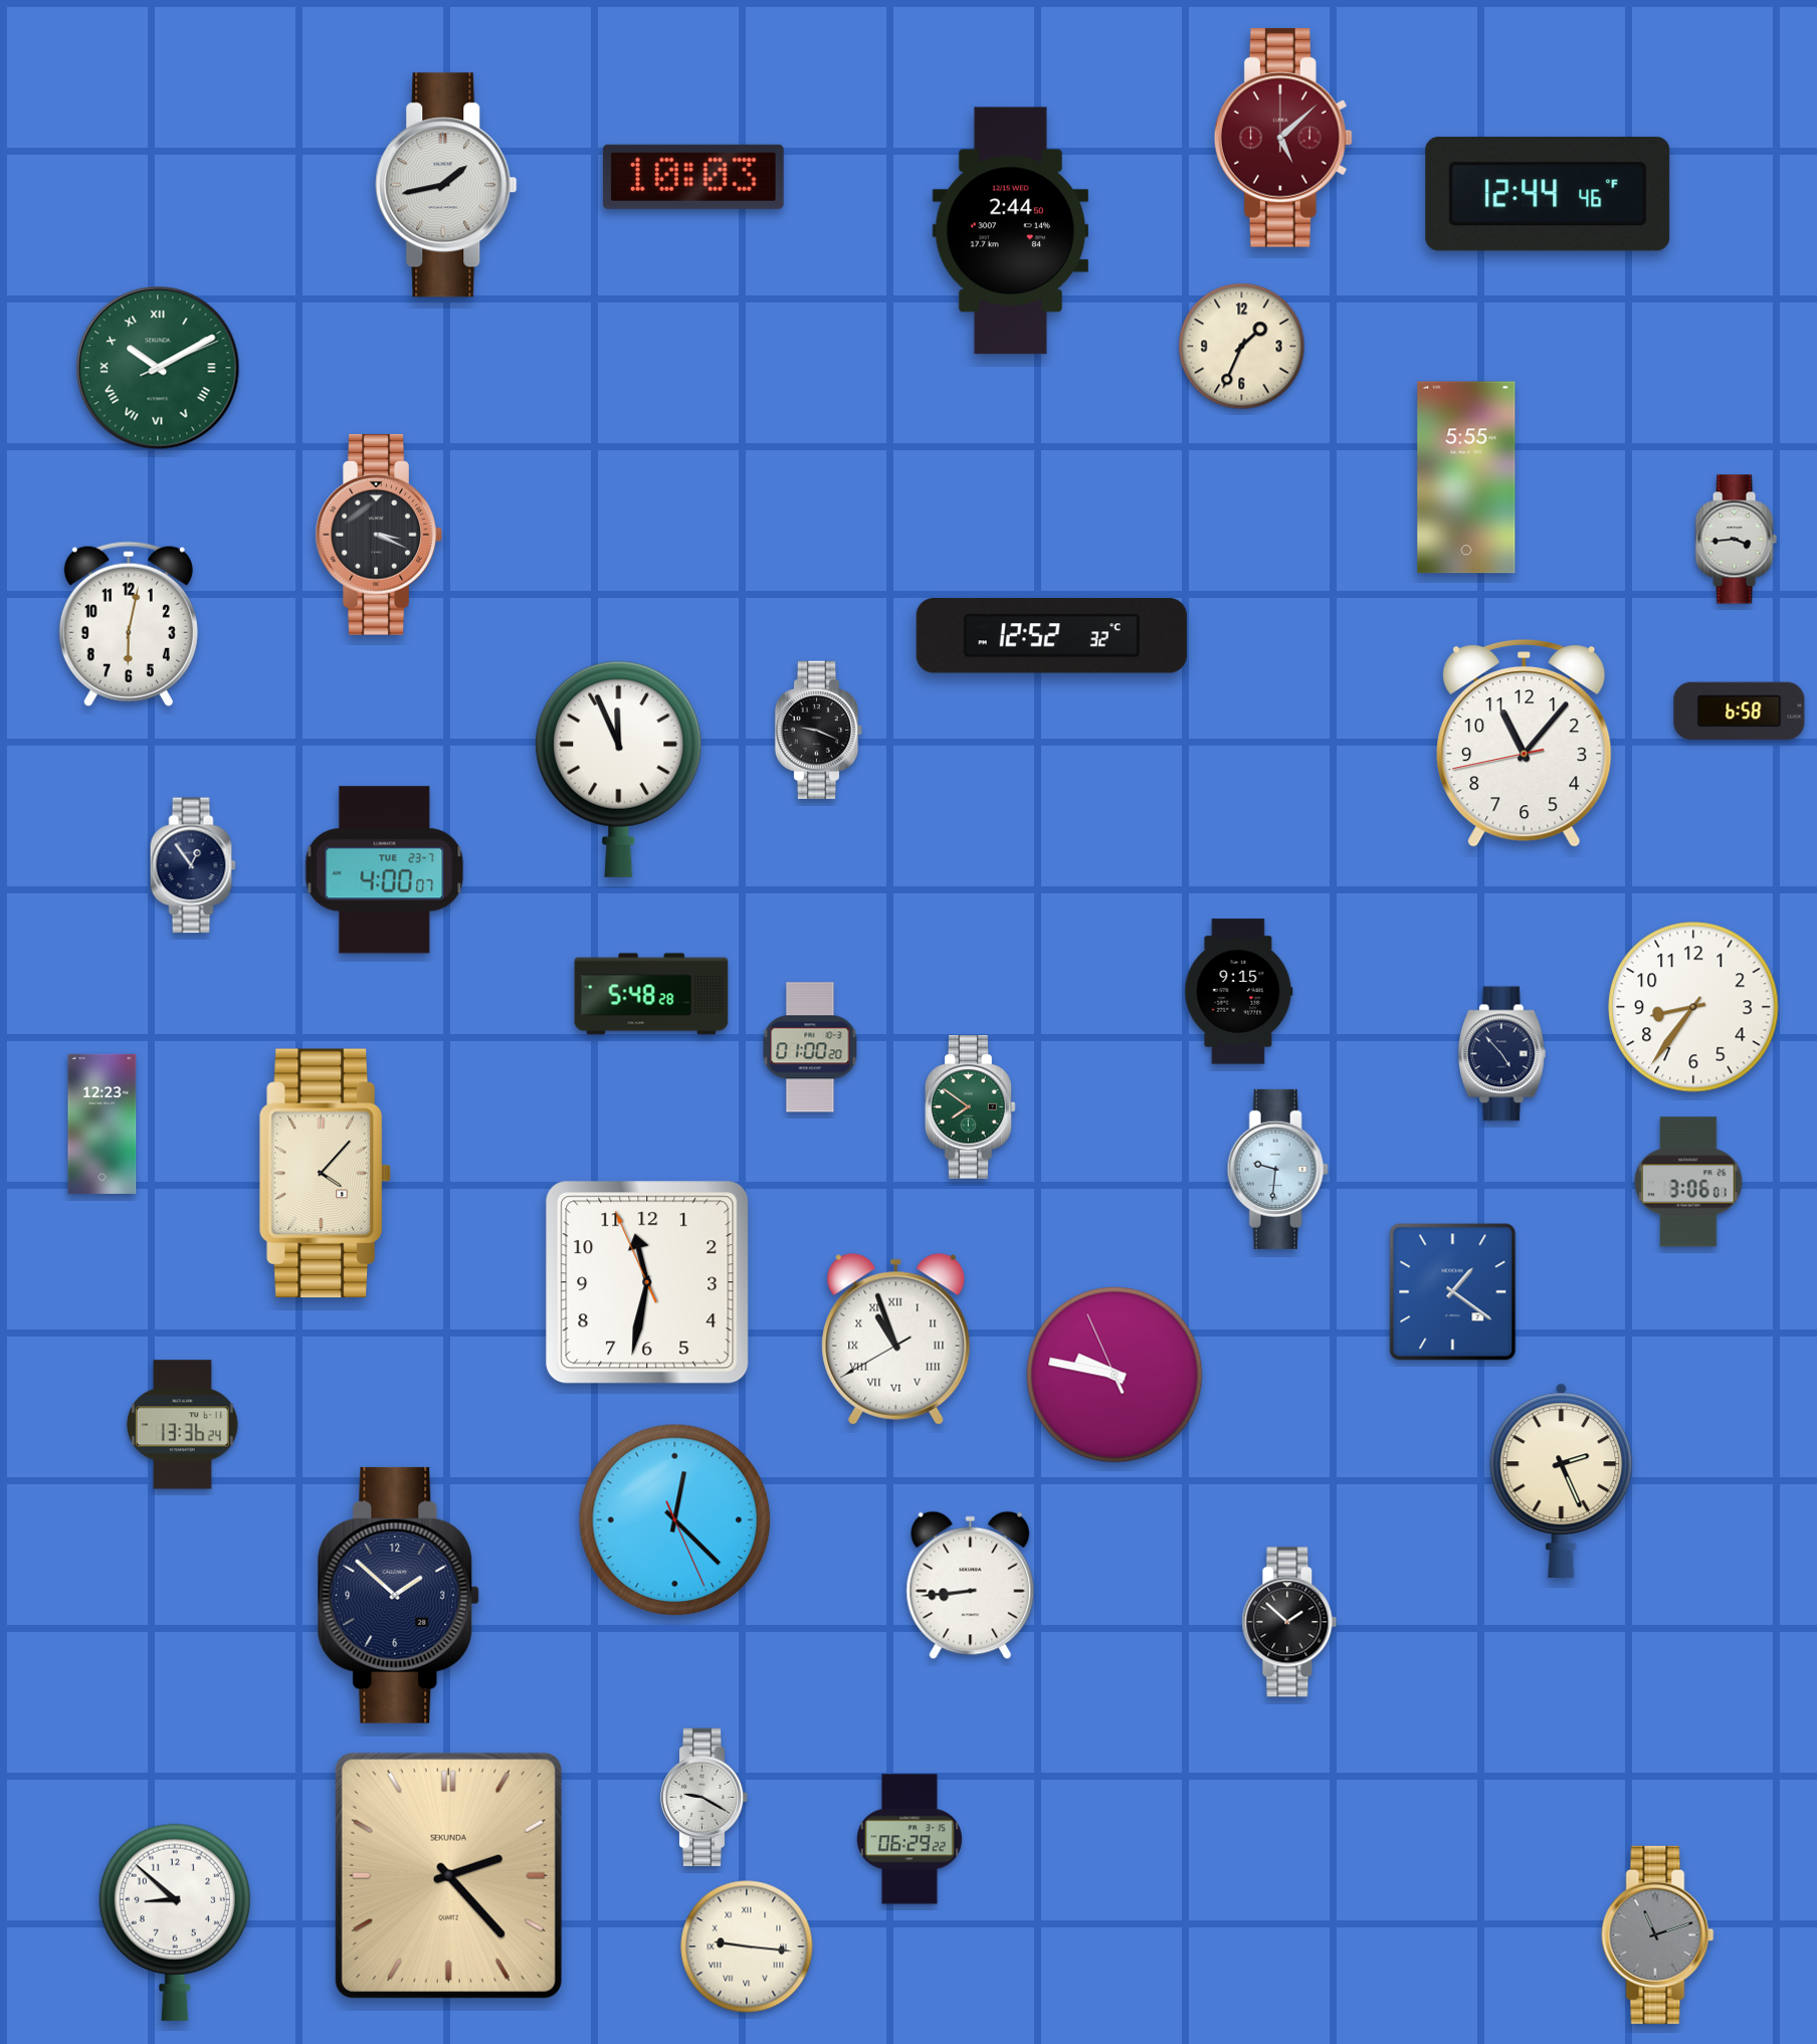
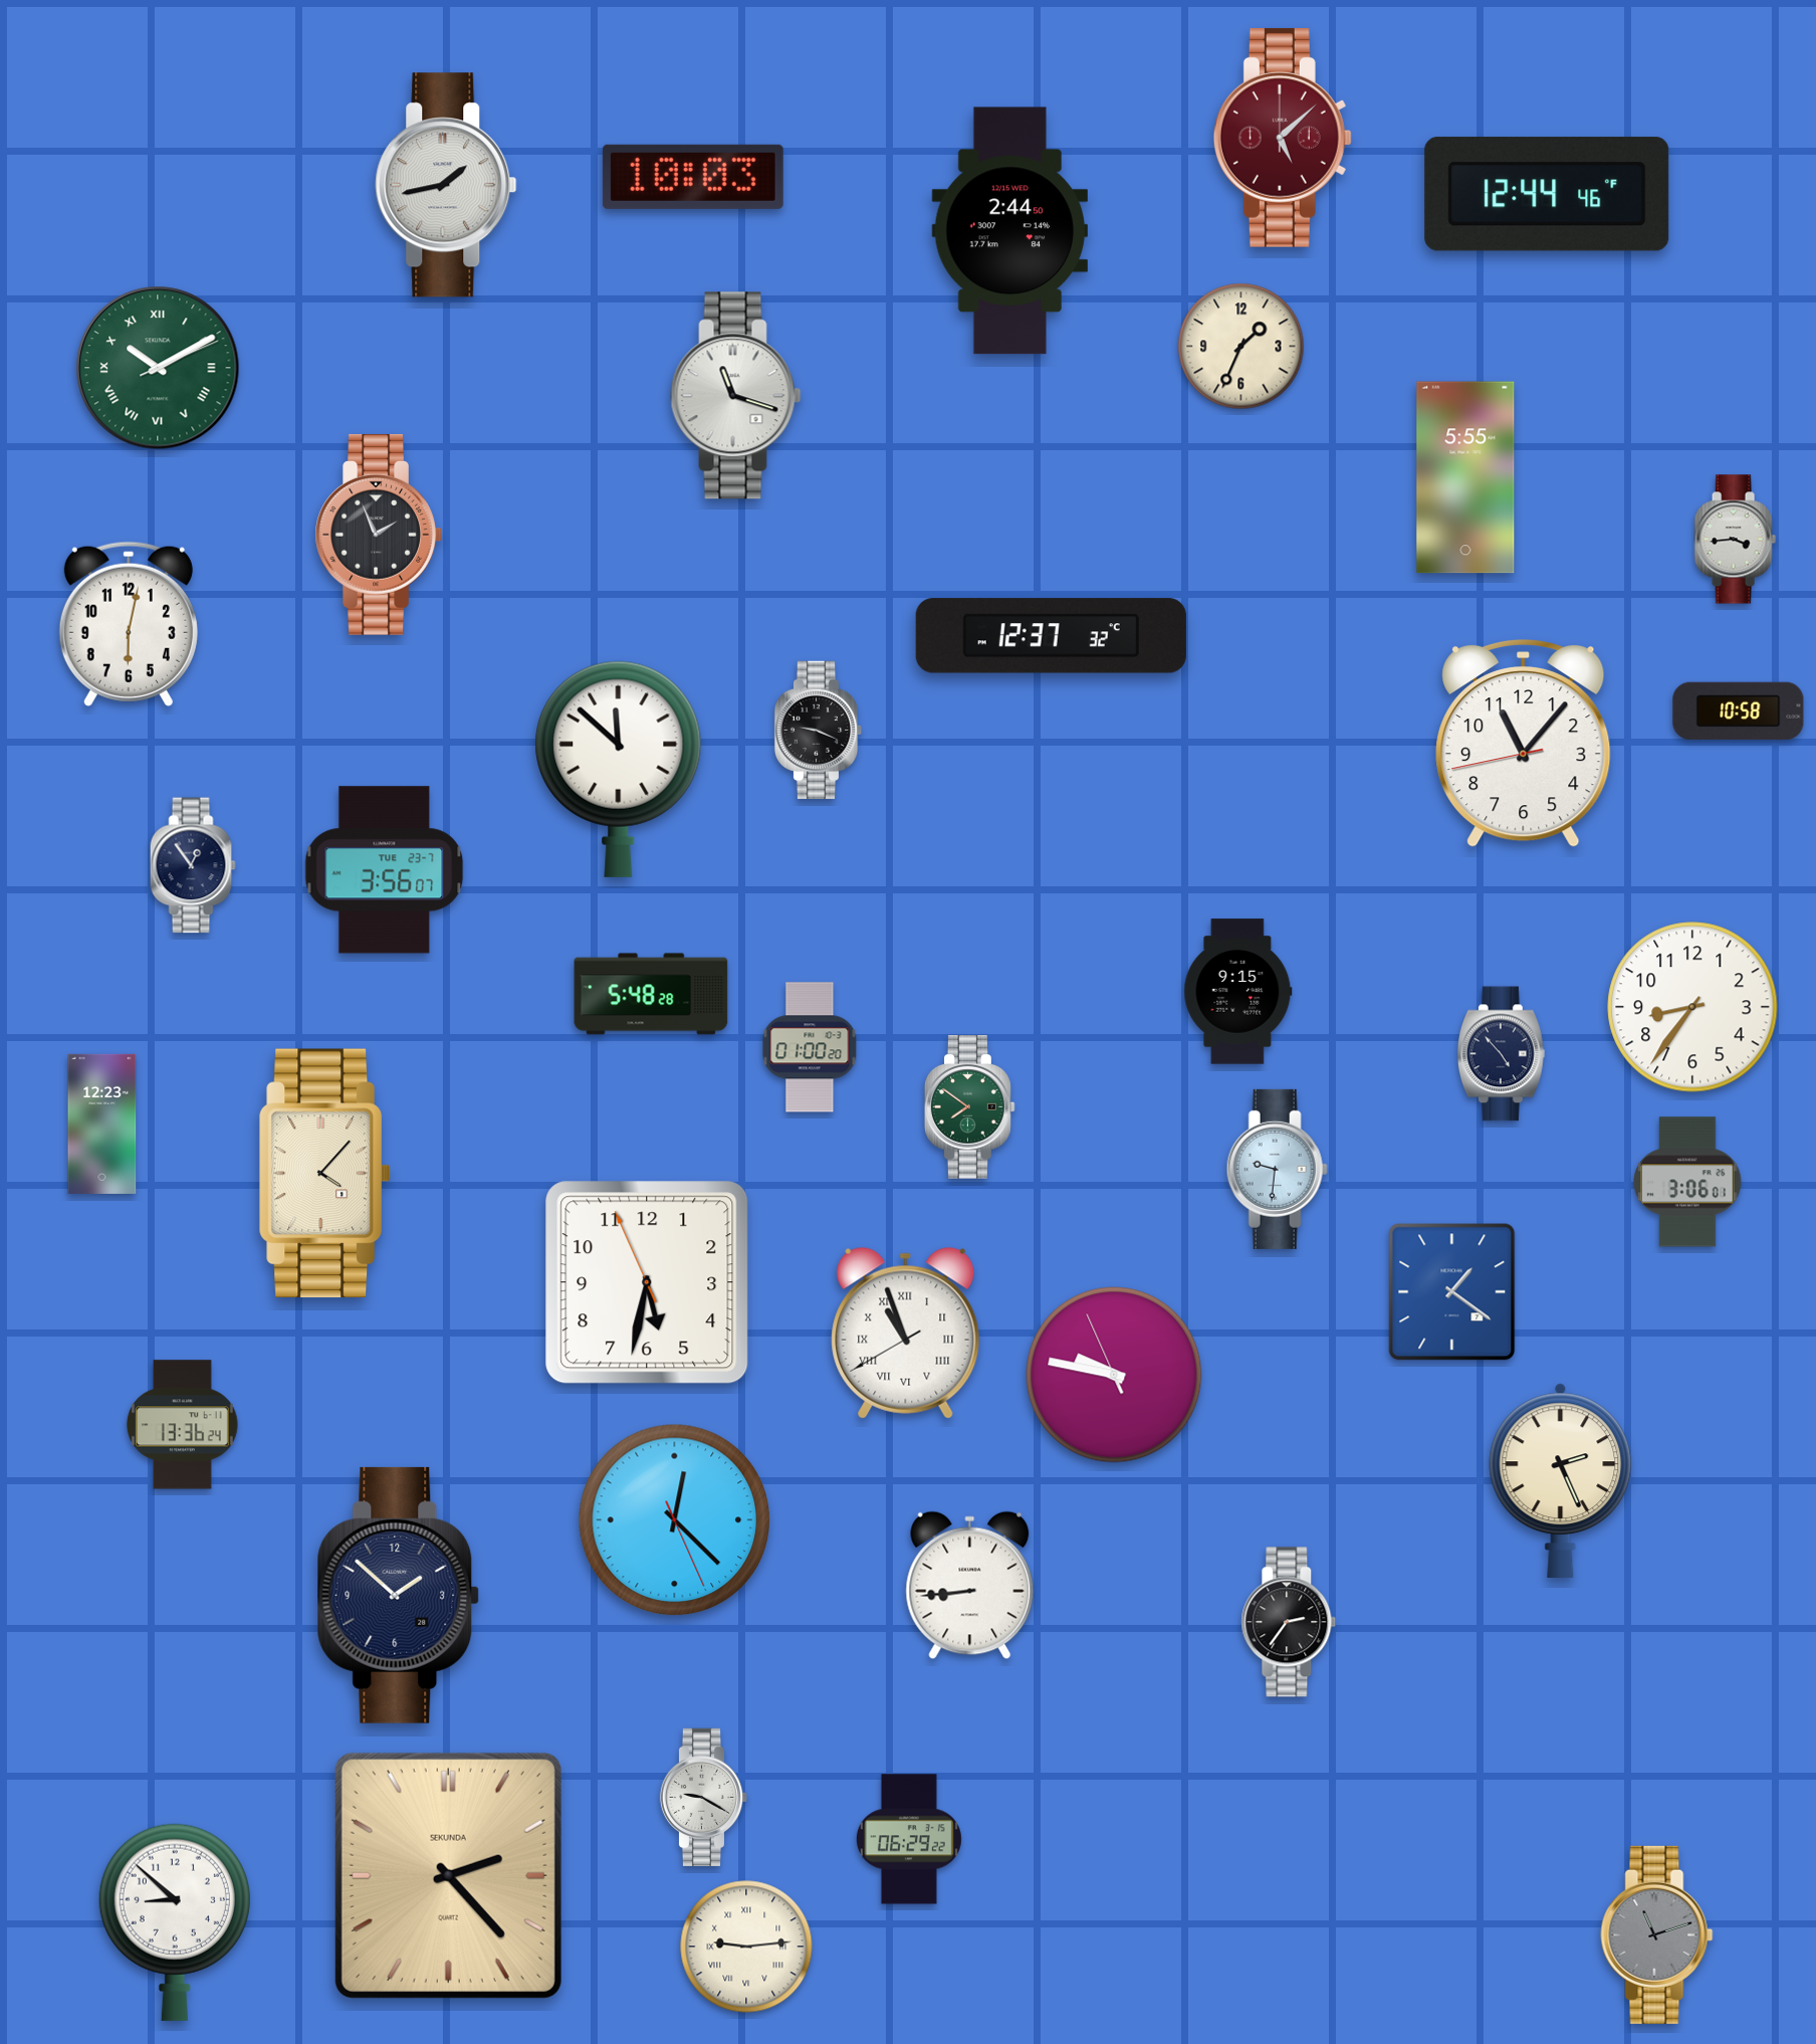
clock at (736, 396): none -> 11:18
clock at (379, 535): 3:19 -> 1:56
clock at (1051, 636): 12:52 -> 12:37
clock at (1740, 711): 6:58 -> 10:58
clock at (619, 769): 11:56 -> 11:52
clock at (385, 870): 4:00 -> 3:56
clock at (647, 1282): 11:31 -> 5:31
clock at (896, 1339) position: (896, 1339) -> (906, 1333)
clock at (1289, 1622): 1:52 -> 2:36
clock at (747, 1947): 9:16 -> 9:14
